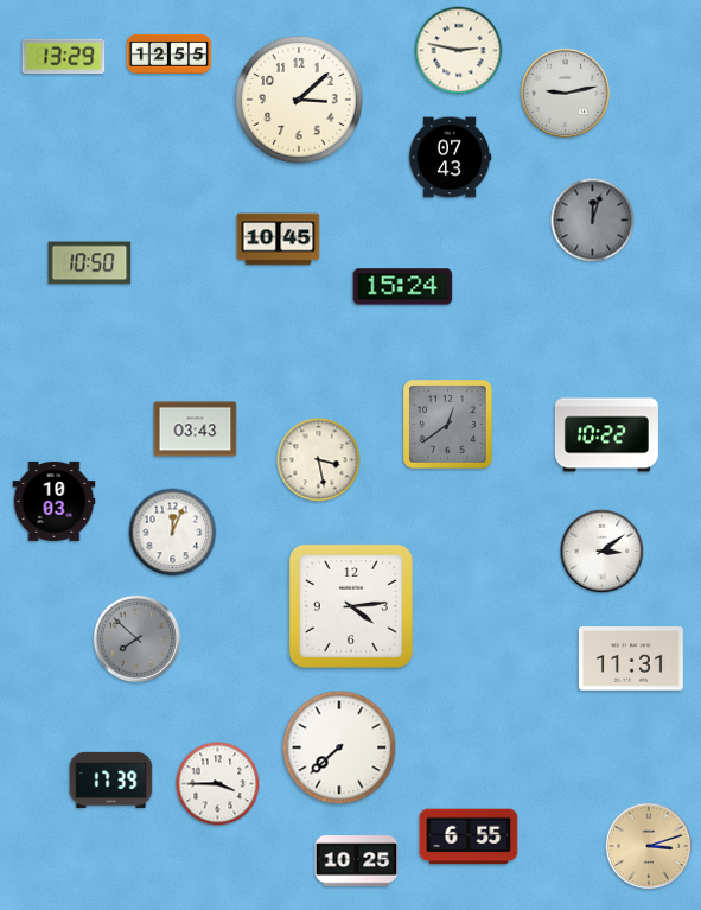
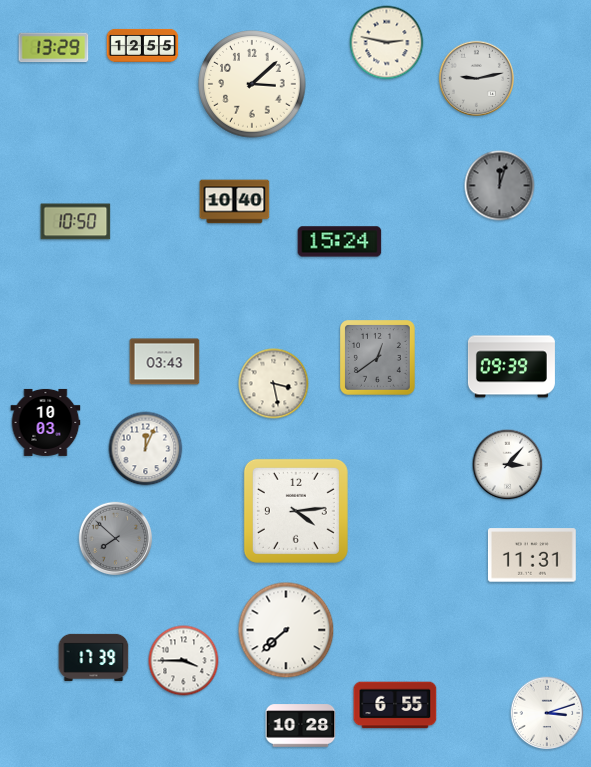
clock at (450, 158): 07:43 -> none
clock at (279, 240): 10:45 -> 10:40
clock at (606, 435): 10:22 -> 09:39
clock at (319, 460) position: (319, 460) -> (274, 384)
clock at (603, 552): 3:09 -> 3:07
clock at (649, 846) dial: champagne -> white
clock at (357, 861): 10:25 -> 10:28
